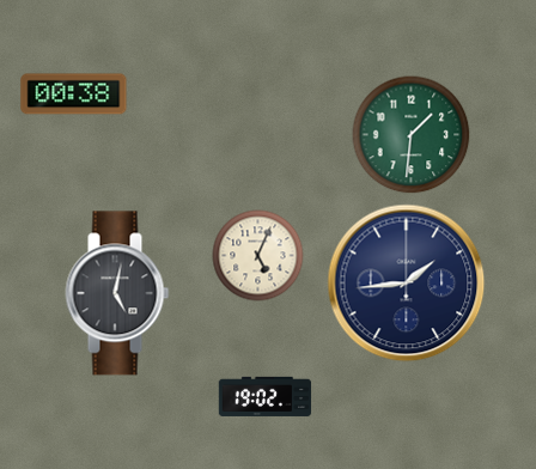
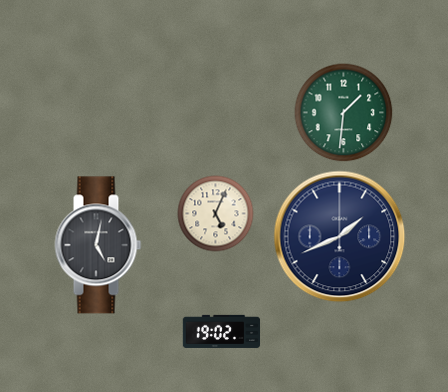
clock at (74, 95): 00:38 -> none
clock at (407, 284): 1:44 -> 1:41
